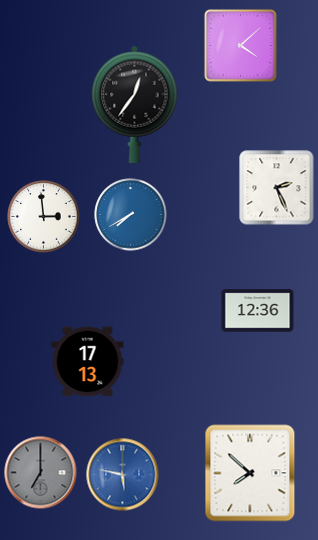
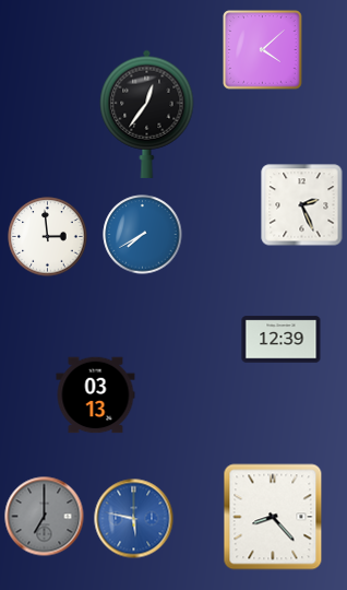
clock at (258, 311): 12:36 -> 12:39
clock at (88, 362): 17:13 -> 03:13
clock at (250, 473): 7:52 -> 8:23
